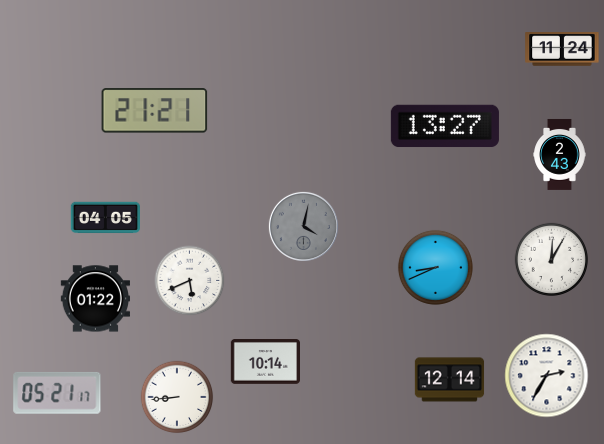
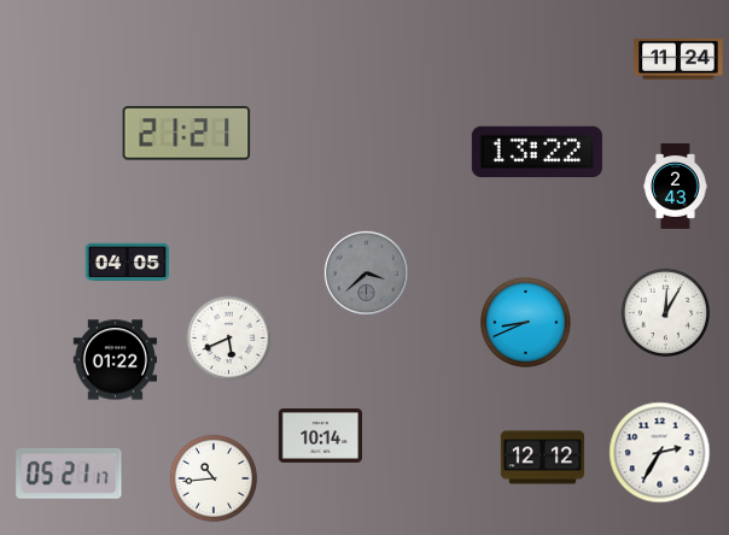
clock at (445, 126): 13:27 -> 13:22
clock at (303, 226): 4:02 -> 3:38
clock at (450, 380): 12:14 -> 12:12
clock at (177, 397): 8:44 -> 10:44
